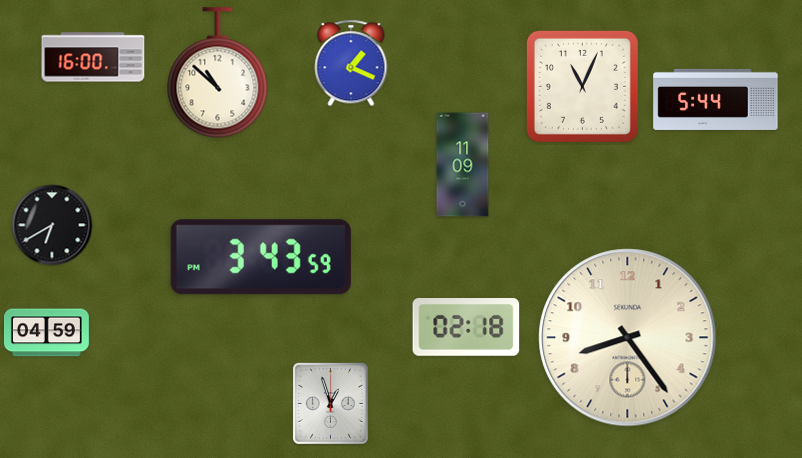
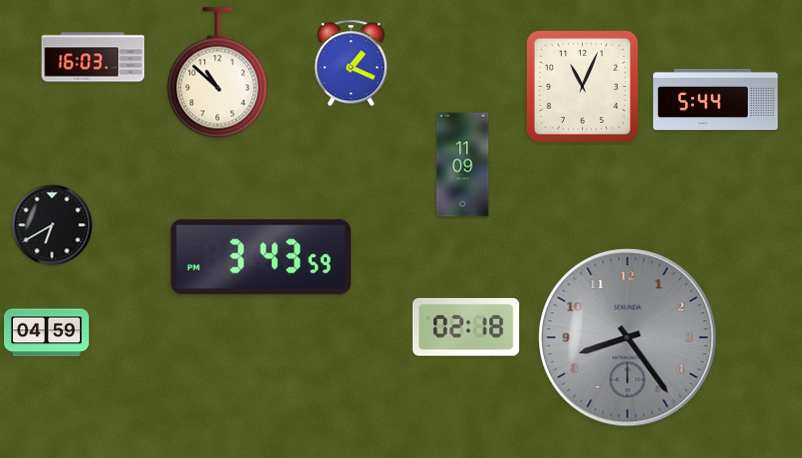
clock at (93, 57): 16:00 -> 16:03
clock at (628, 338) dial: cream -> grey
clock at (330, 403): 12:57 -> none
